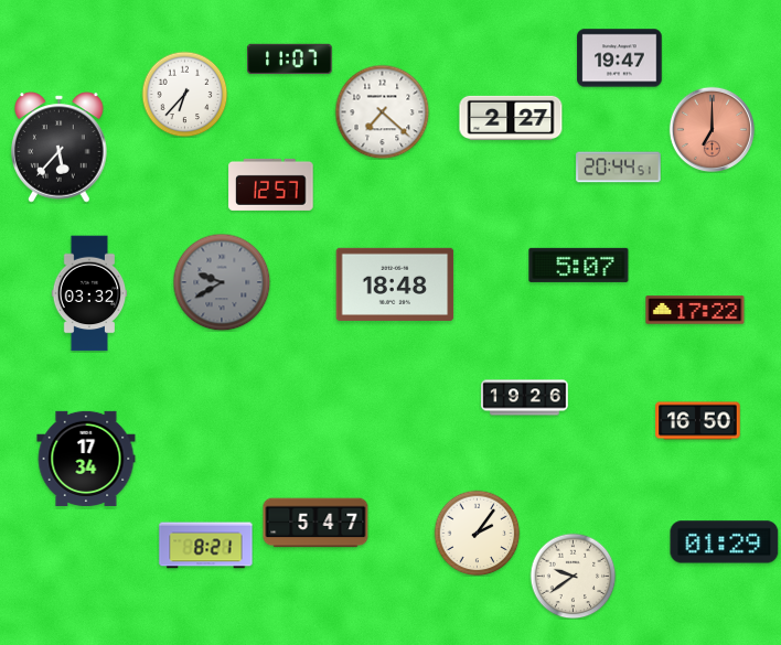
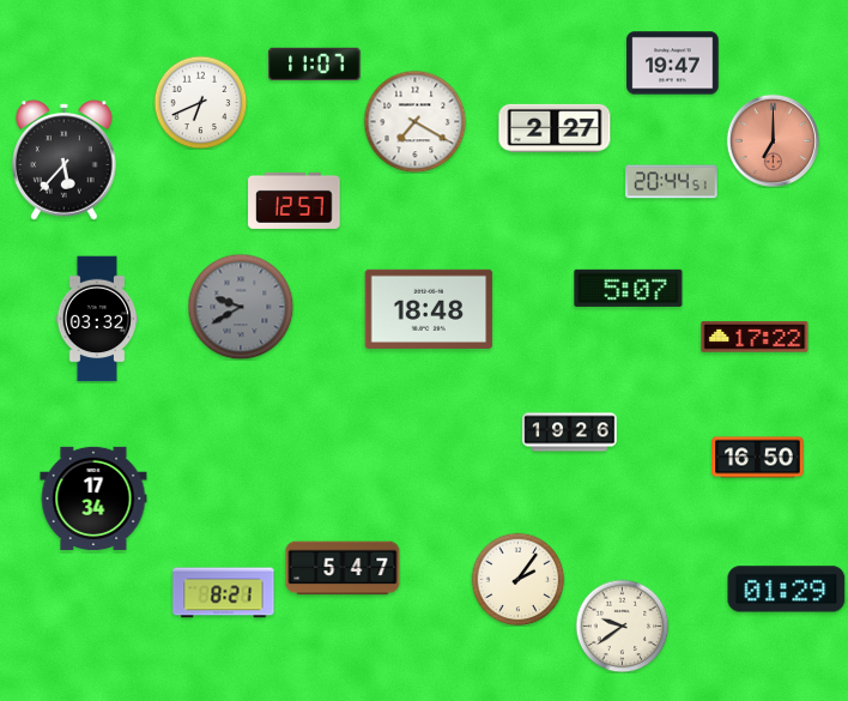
clock at (184, 94): 6:37 -> 6:41
clock at (382, 111): 7:22 -> 7:20
